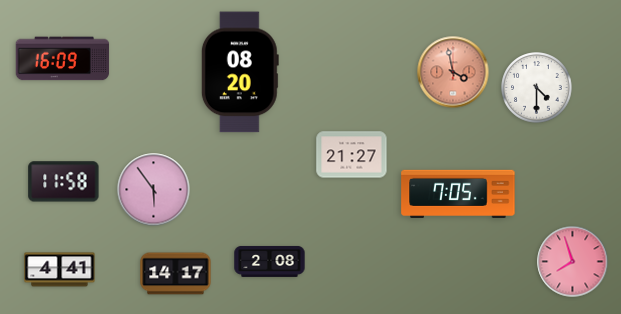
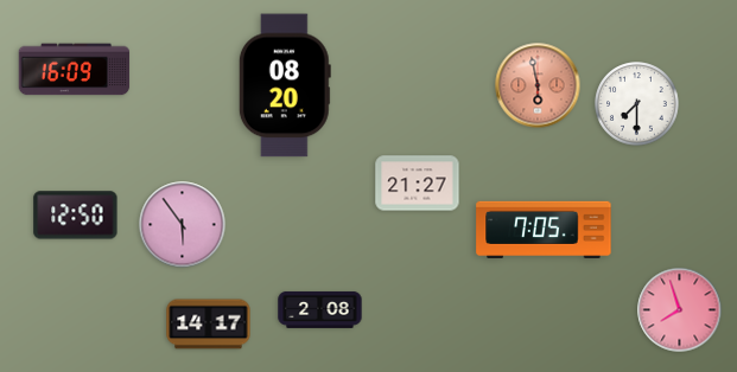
clock at (453, 72): 3:58 -> 5:58
clock at (537, 88): 4:30 -> 7:30
clock at (64, 182): 11:58 -> 12:50
clock at (60, 270): 4:41 -> none
